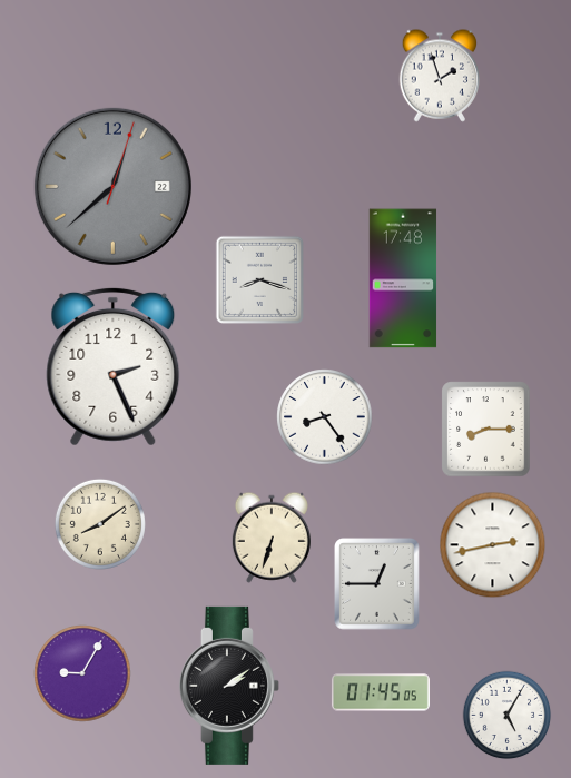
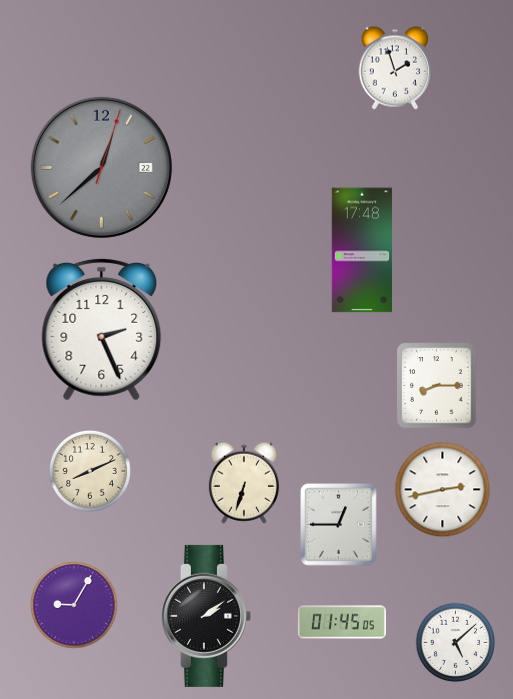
clock at (259, 279): 8:18 -> none
clock at (325, 417): 8:24 -> none
clock at (100, 524): 8:09 -> 8:11
clock at (508, 716): 5:05 -> 5:08
